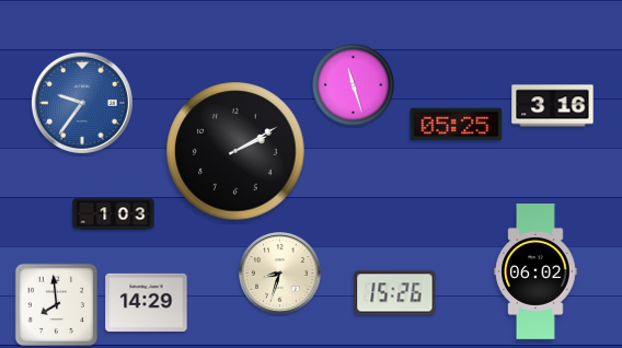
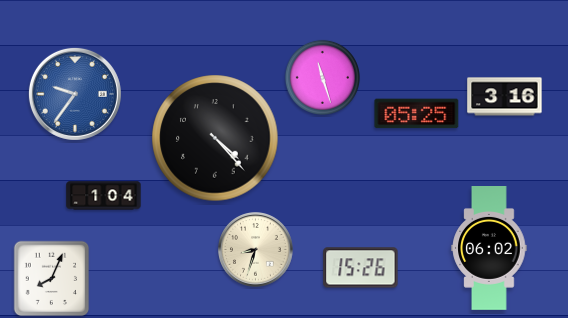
clock at (235, 151): 2:10 -> 4:23
clock at (114, 214): 1:03 -> 1:04
clock at (147, 302): 14:29 -> none
clock at (57, 305): 7:59 -> 8:04
